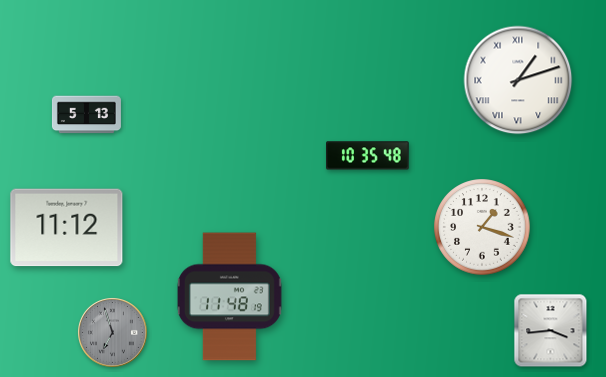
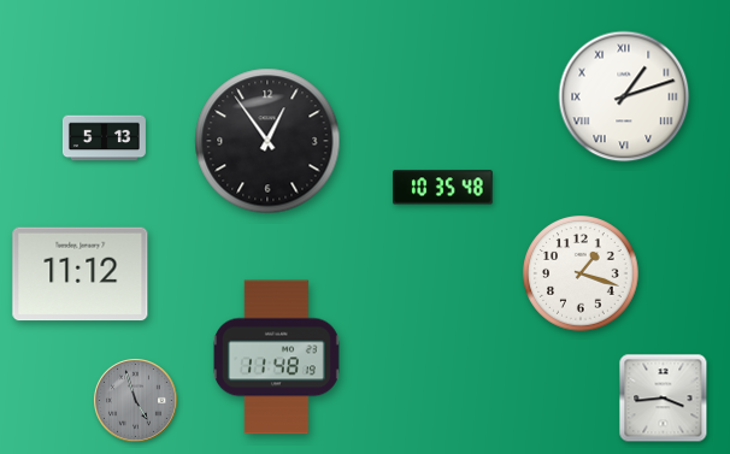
clock at (267, 141): none -> 12:54
clock at (113, 333): 6:57 -> 4:57
